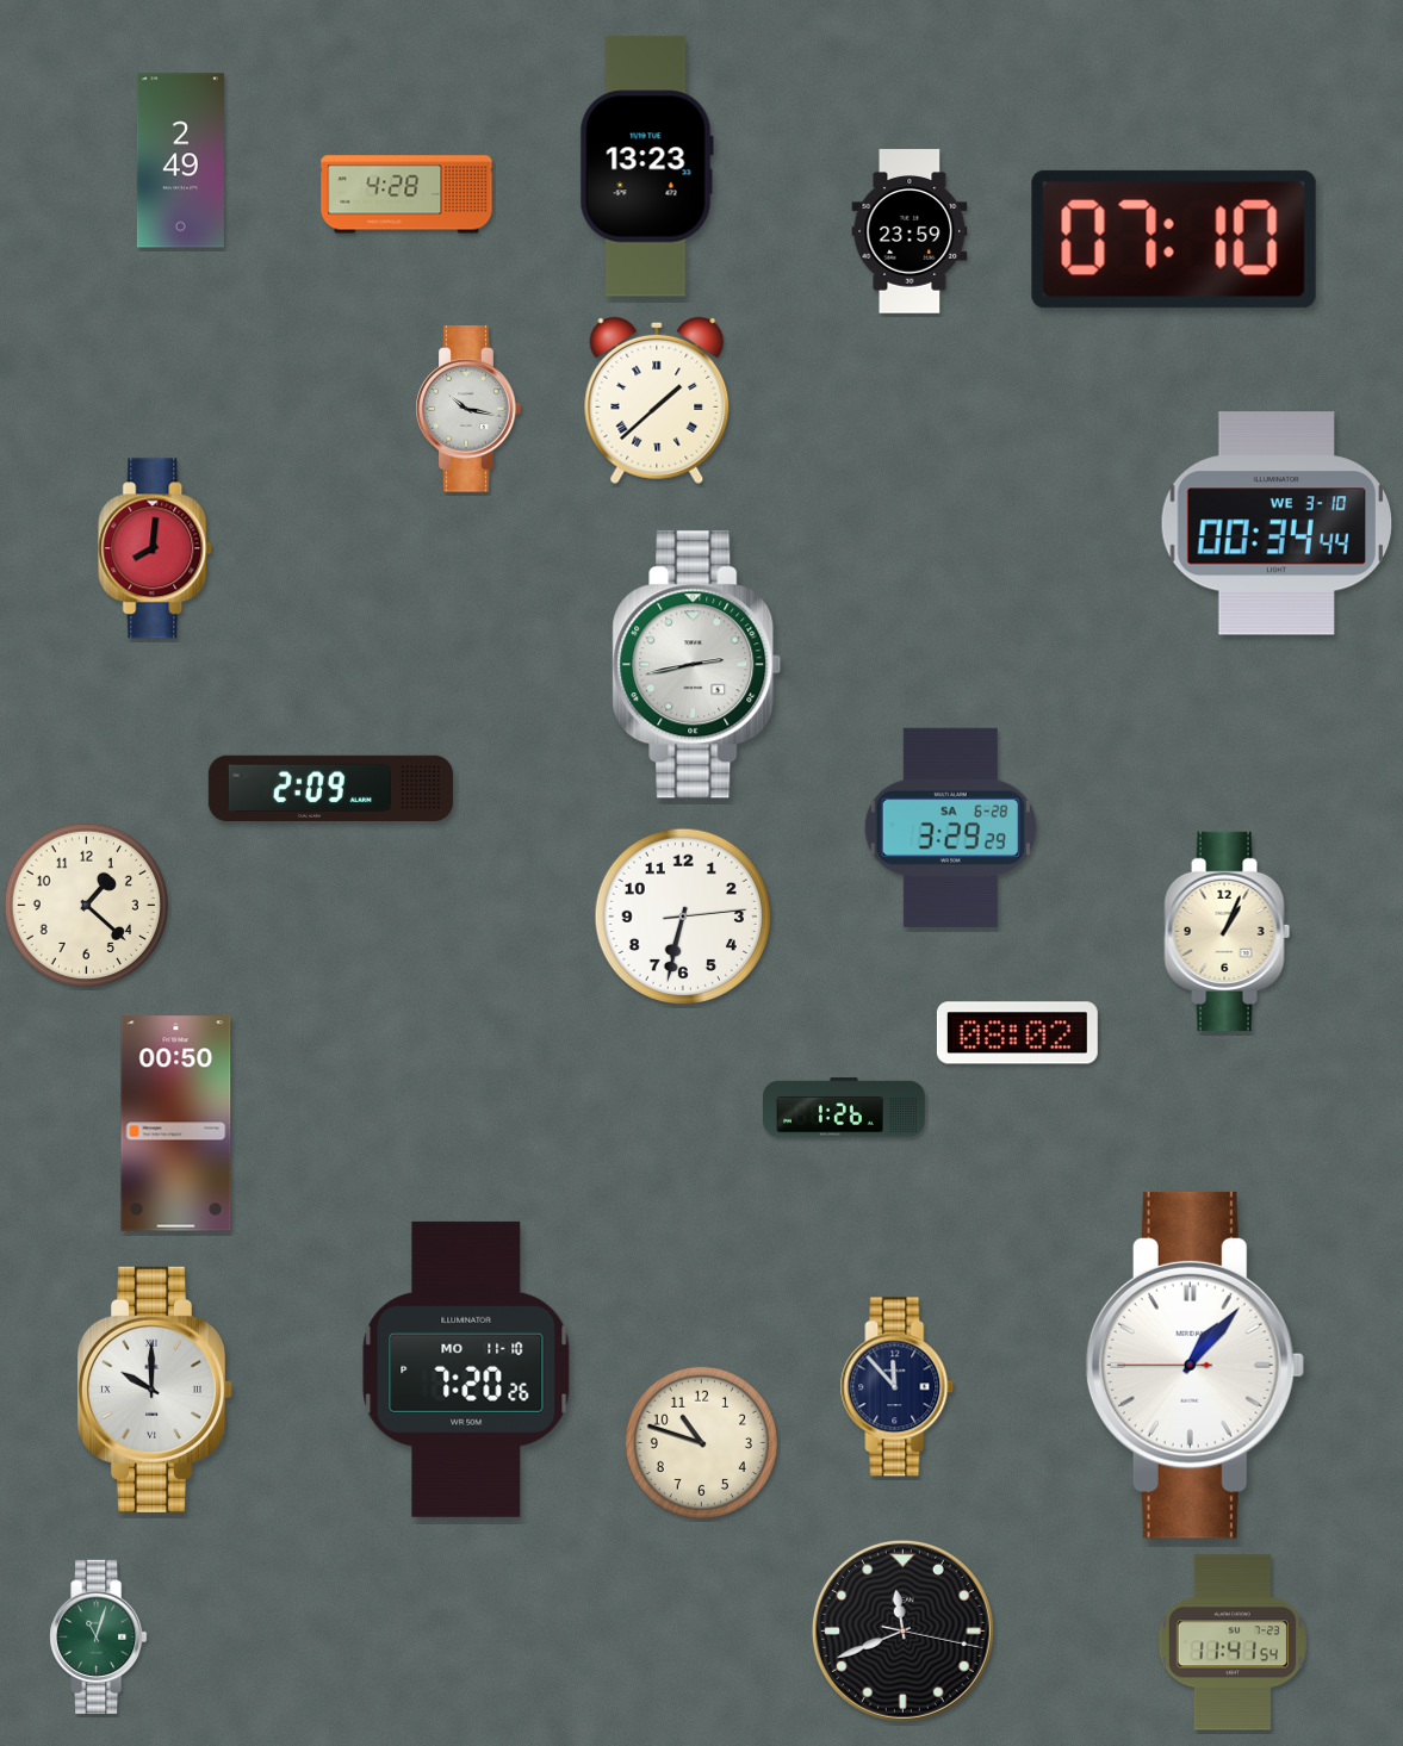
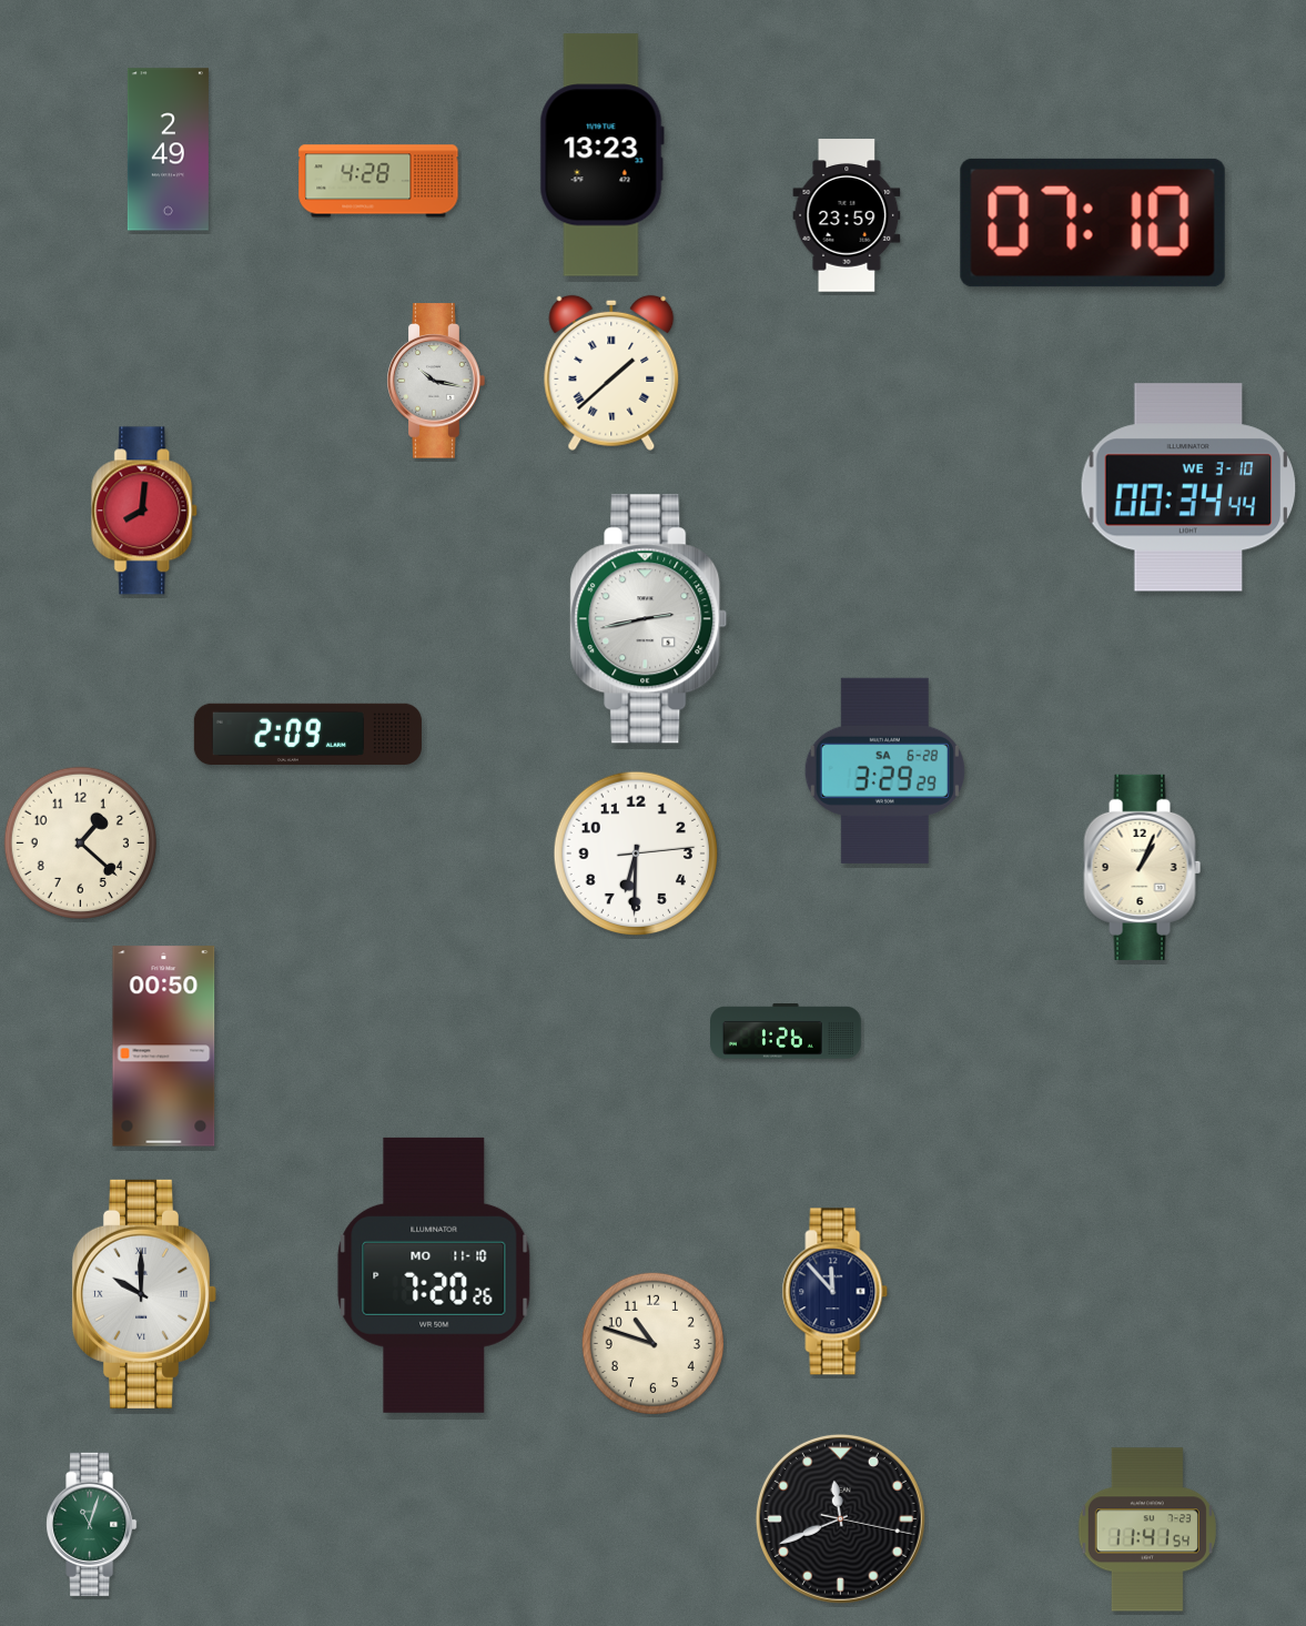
clock at (682, 915): 6:32 -> 6:30
clock at (1017, 1033): 08:02 -> none
clock at (1194, 1365): 1:06 -> none
